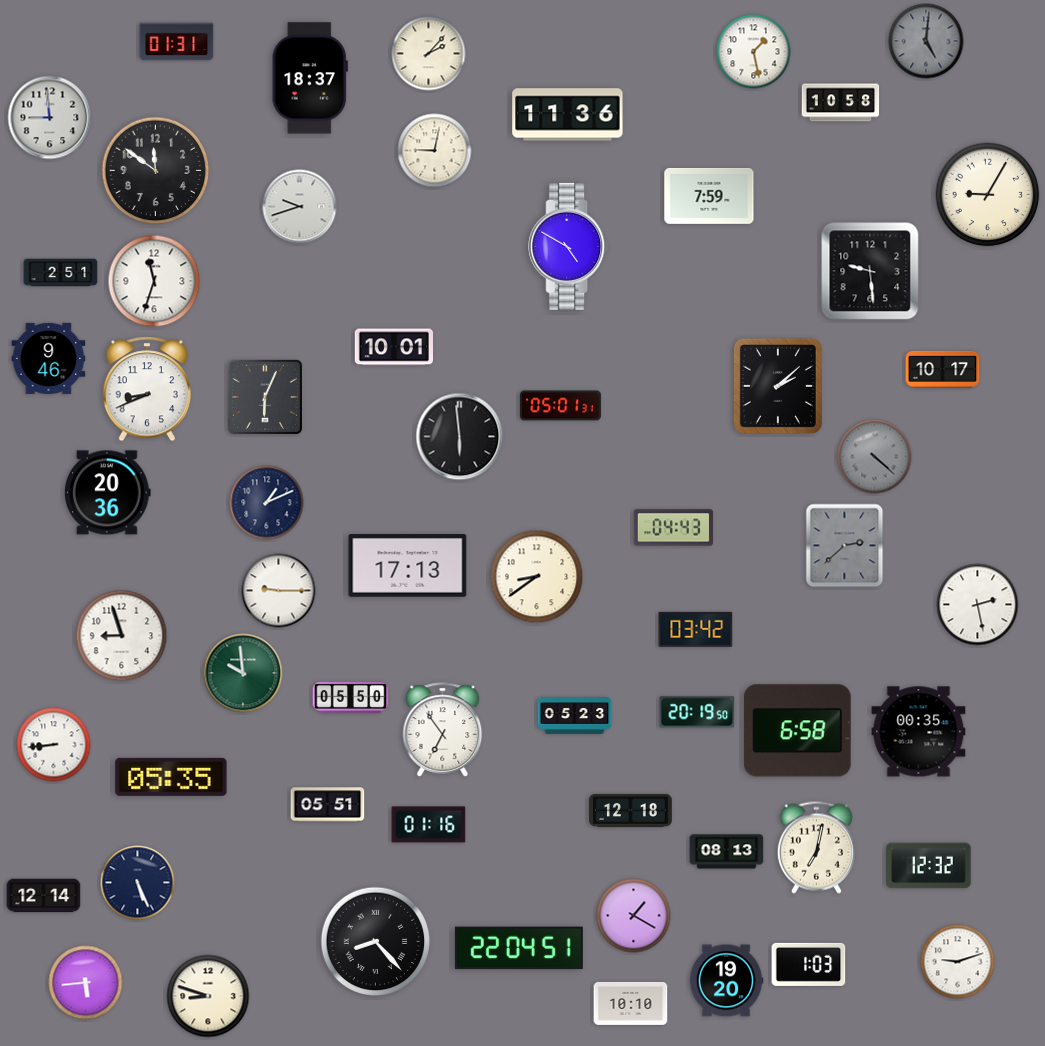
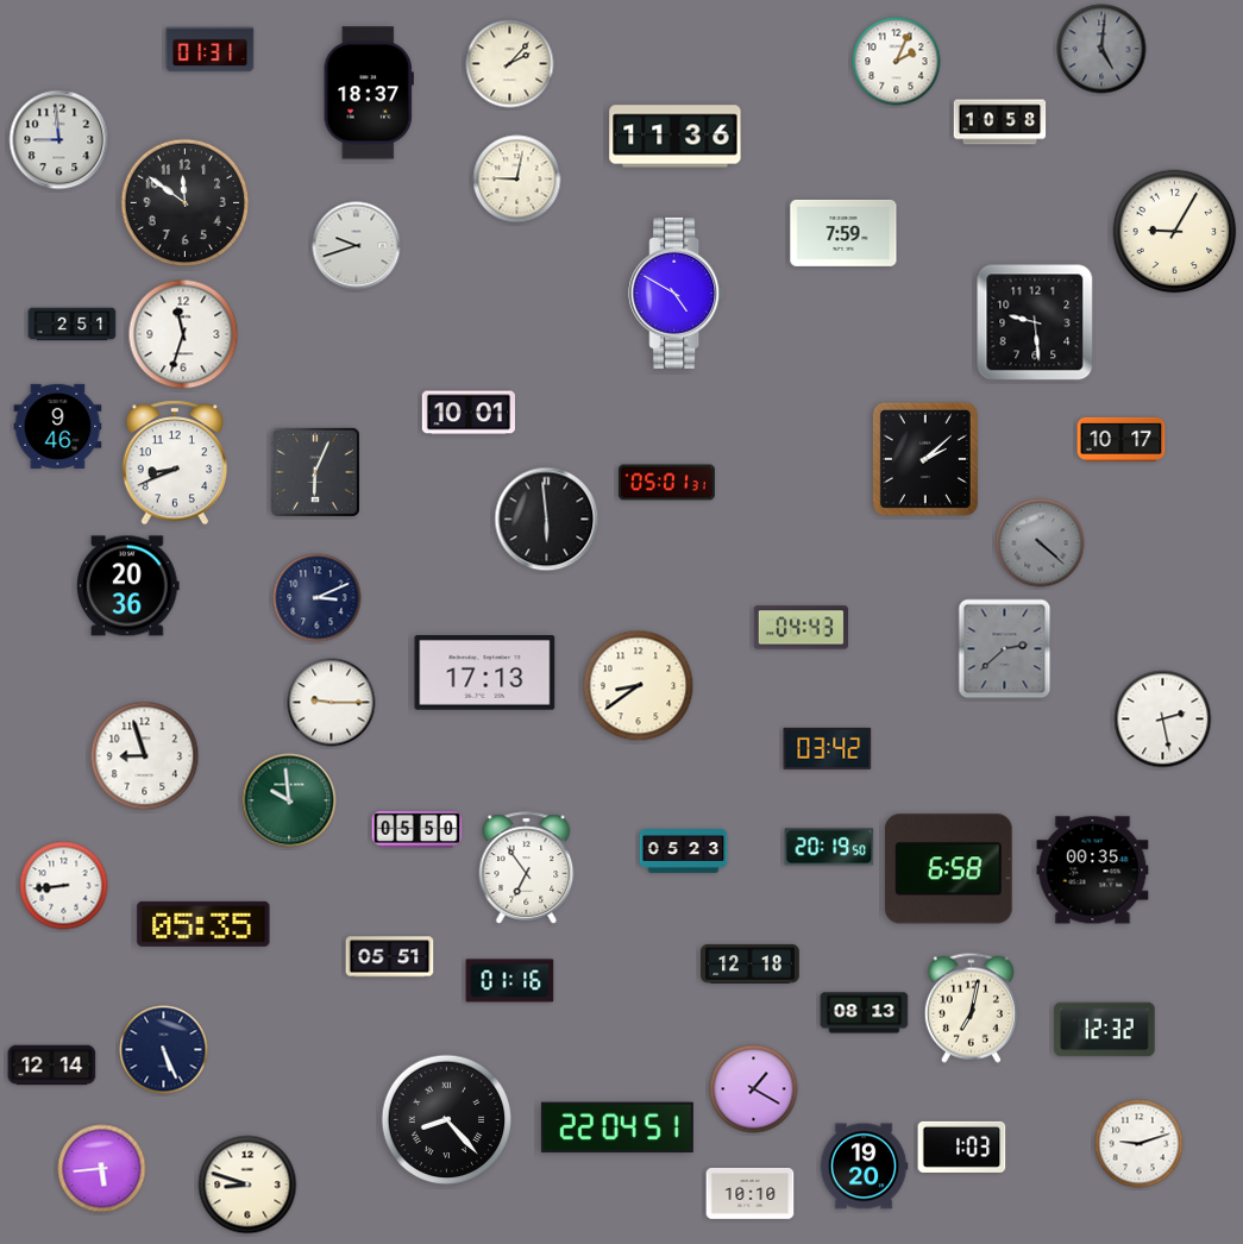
clock at (754, 52): 1:28 -> 2:04
clock at (267, 503): 1:11 -> 3:11
